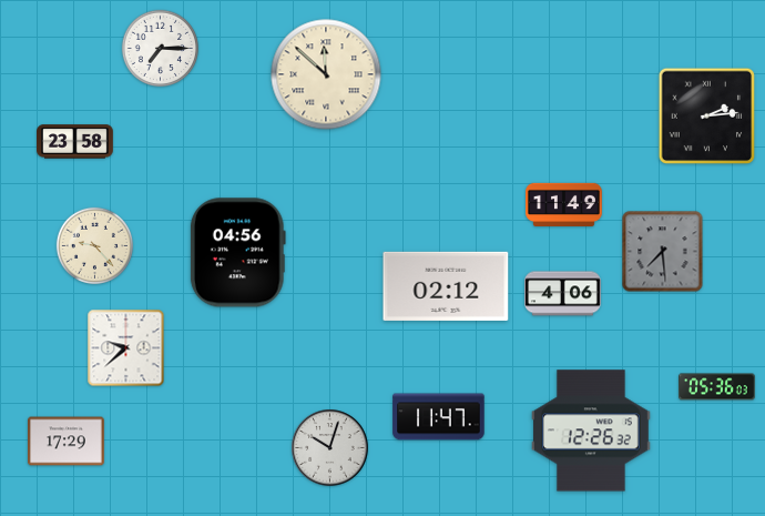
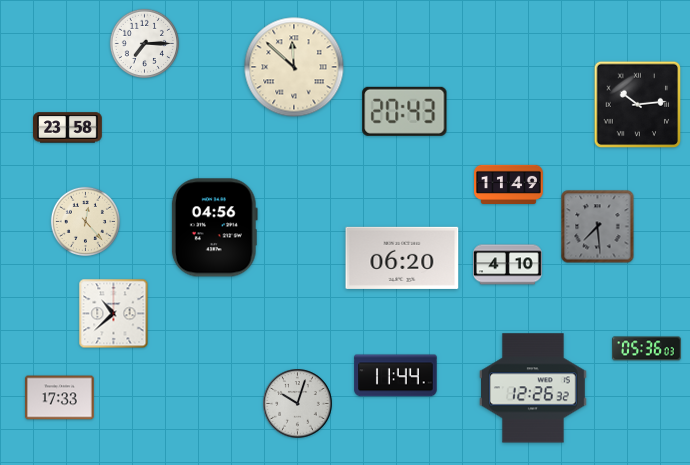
clock at (707, 117): 2:14 -> 10:14
clock at (405, 111): none -> 20:43
clock at (94, 245): 9:23 -> 12:23
clock at (446, 286): 02:12 -> 06:20
clock at (563, 294): 4:06 -> 4:10
clock at (126, 348): 9:38 -> 10:38
clock at (439, 417): 11:47 -> 11:44
clock at (67, 442): 17:29 -> 17:33
